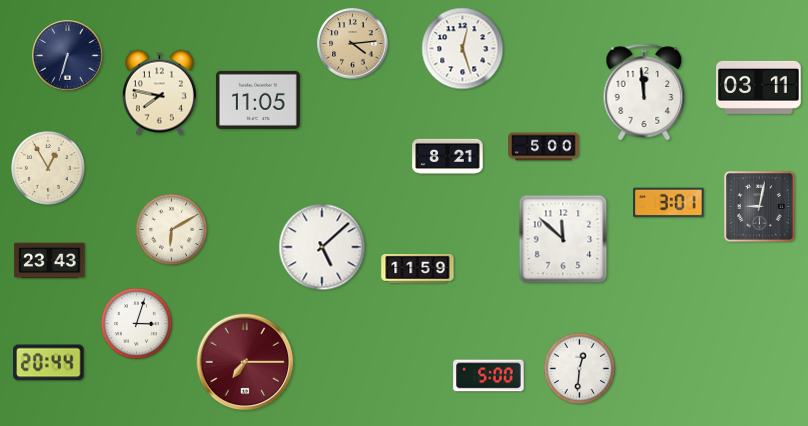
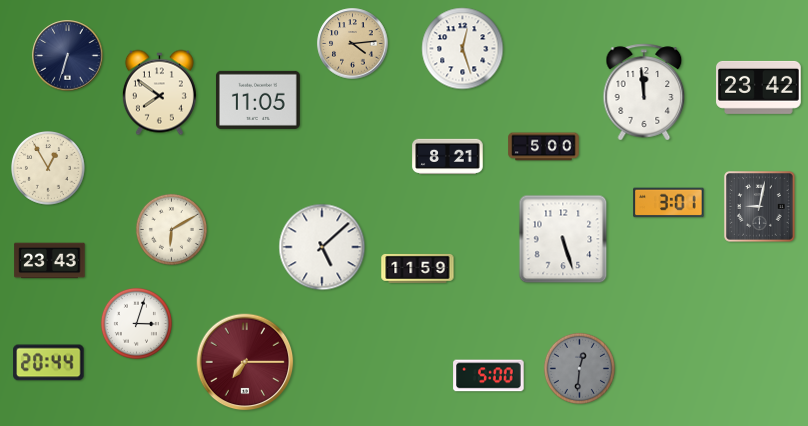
clock at (759, 87): 03:11 -> 23:42
clock at (159, 93): 7:47 -> 7:51
clock at (563, 239): 11:52 -> 5:27
clock at (579, 368) dial: white -> grey
